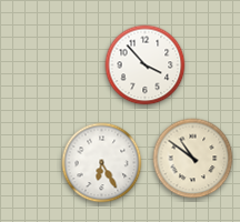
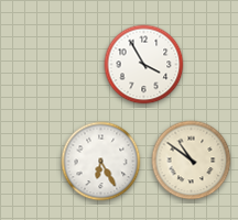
clock at (146, 65): 3:53 -> 3:55
clock at (193, 159) position: (193, 159) -> (192, 161)
